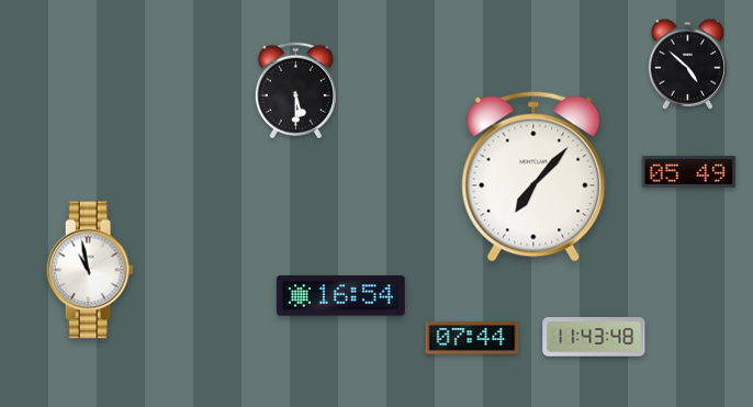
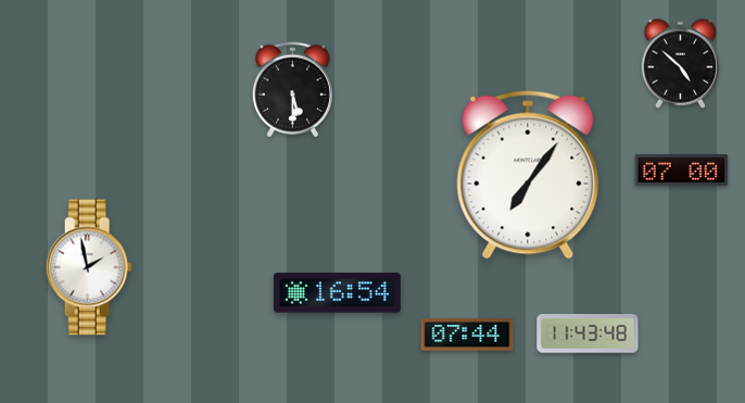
clock at (689, 171): 05:49 -> 07:00
clock at (533, 177): 7:07 -> 7:06
clock at (90, 270): 10:58 -> 1:58
